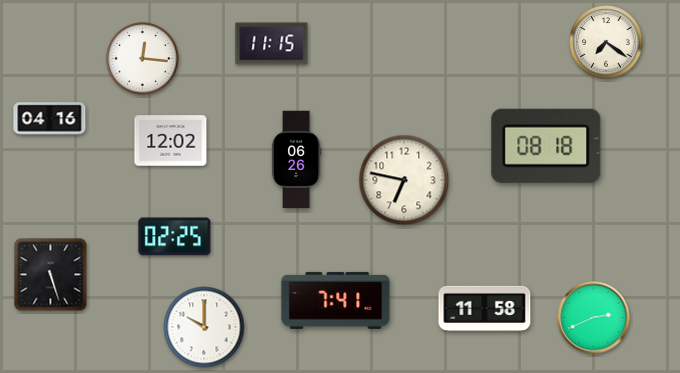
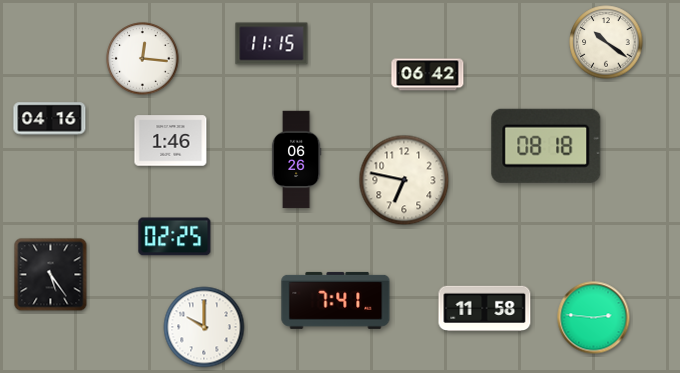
clock at (606, 42): 7:21 -> 10:21
clock at (428, 75): none -> 06:42
clock at (171, 141): 12:02 -> 1:46
clock at (51, 275): 5:27 -> 5:24
clock at (594, 318): 2:41 -> 2:46
